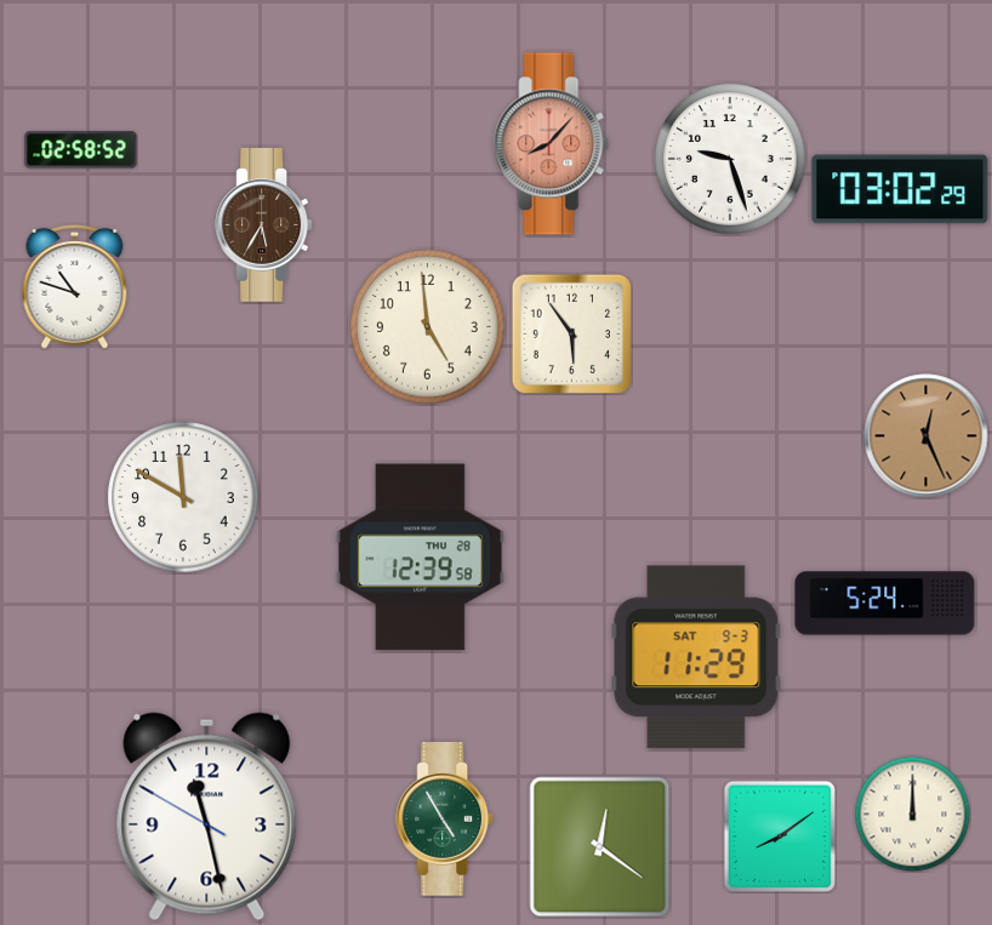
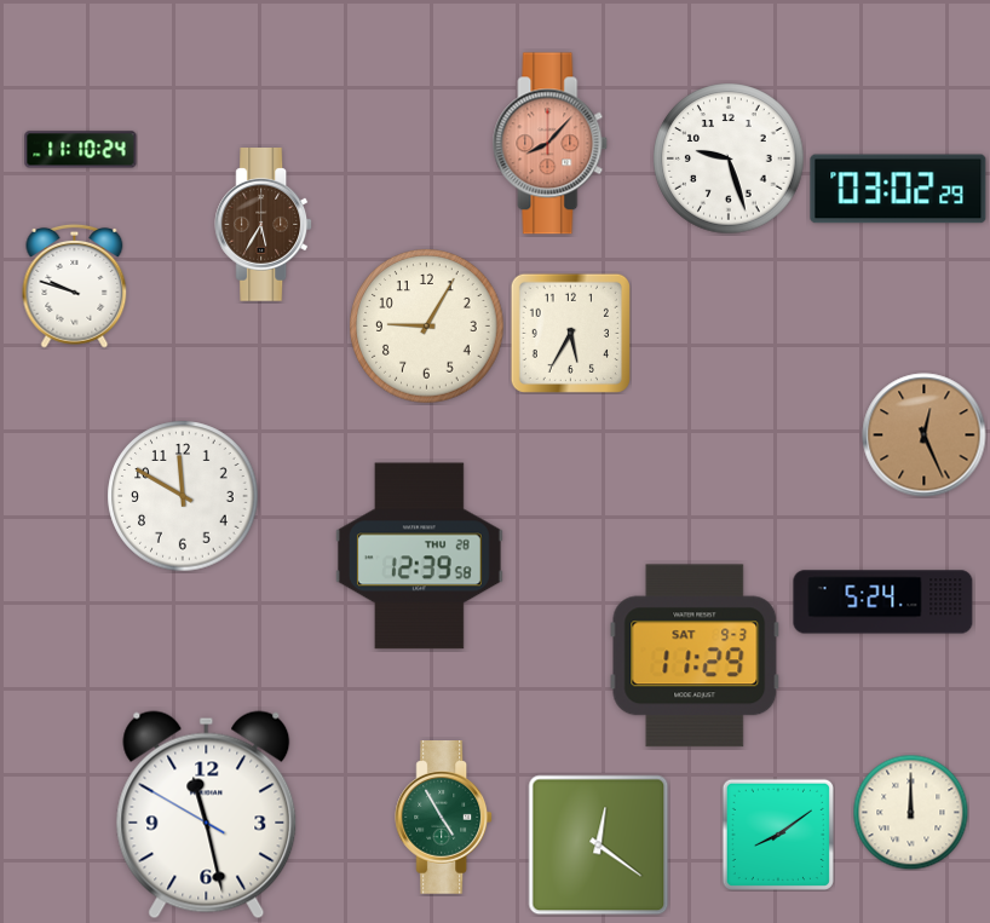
clock at (81, 150): 02:58 -> 11:10
clock at (75, 286): 10:48 -> 9:48
clock at (428, 327): 4:59 -> 9:05
clock at (571, 333): 5:54 -> 5:35
